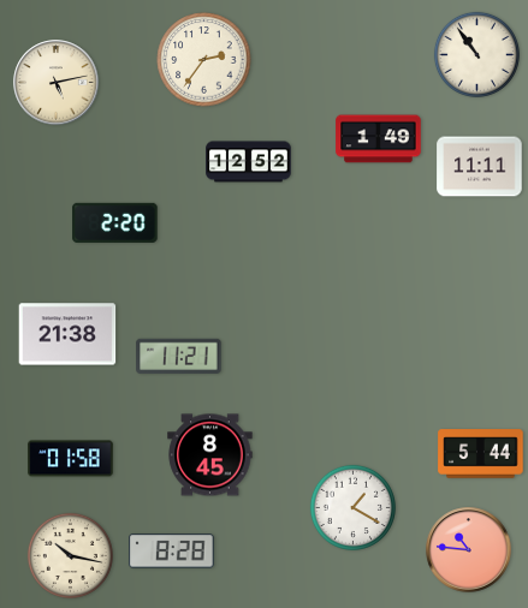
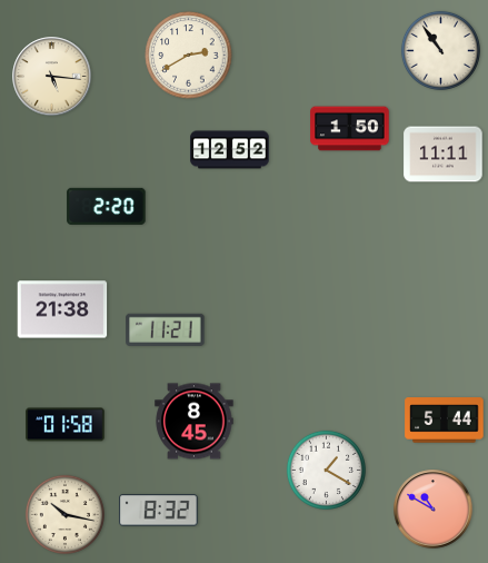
clock at (204, 60): 2:36 -> 2:40
clock at (57, 83): 5:13 -> 5:16
clock at (379, 139): 1:49 -> 1:50
clock at (469, 550): 10:46 -> 10:50
clock at (172, 552): 8:28 -> 8:32
